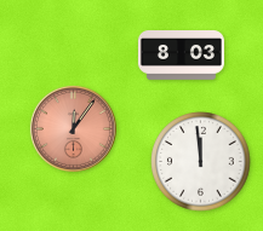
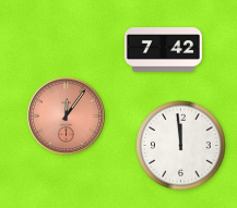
clock at (181, 56): 8:03 -> 7:42
